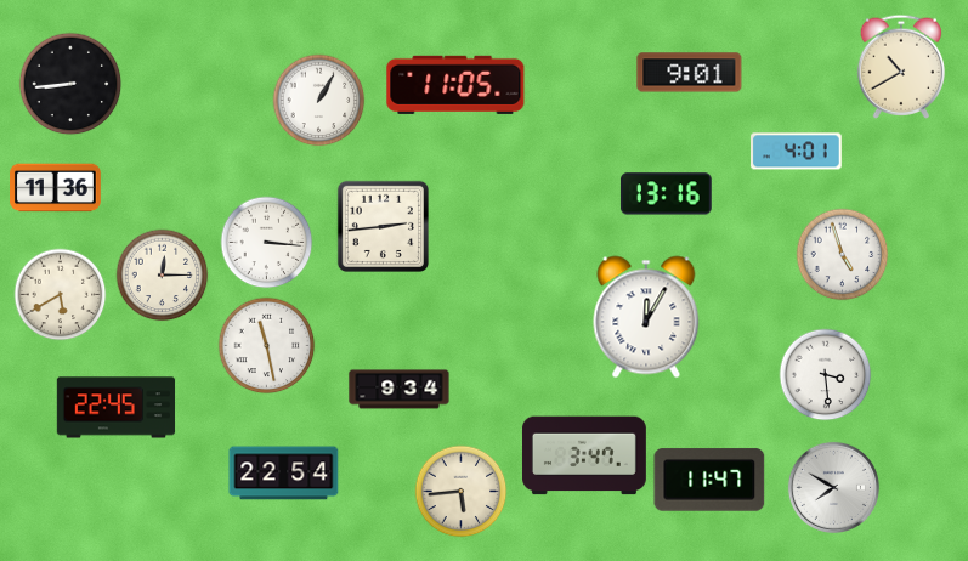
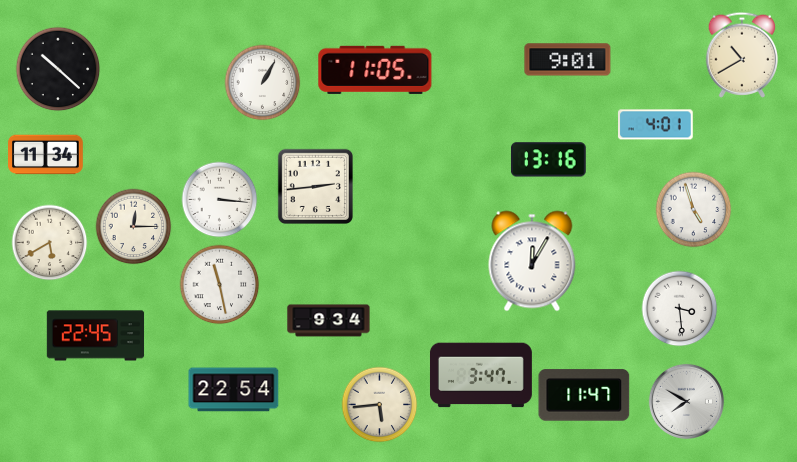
clock at (70, 84): 8:44 -> 10:22
clock at (56, 188): 11:36 -> 11:34
